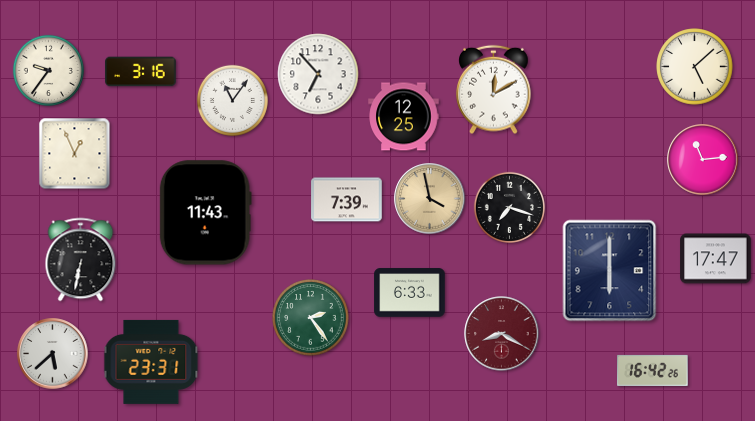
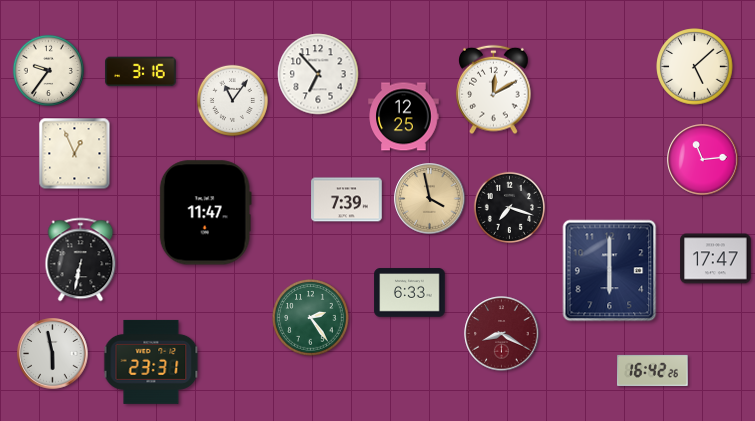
clock at (205, 213): 11:43 -> 11:47
clock at (53, 354): 5:38 -> 5:58
